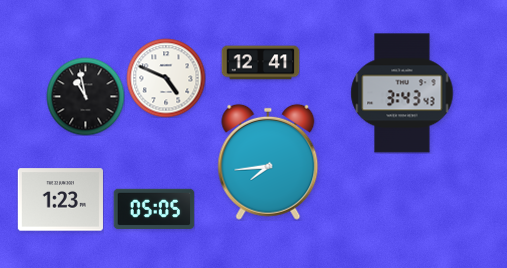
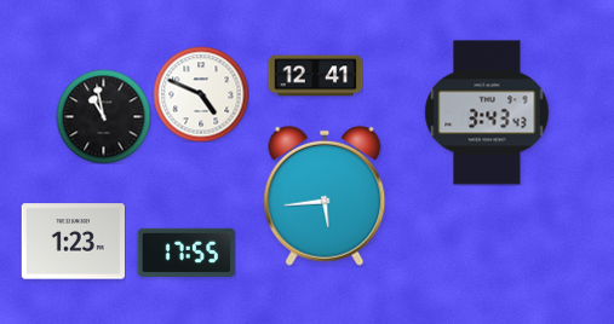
clock at (268, 162): 7:44 -> 5:44
clock at (154, 209): 05:05 -> 17:55
